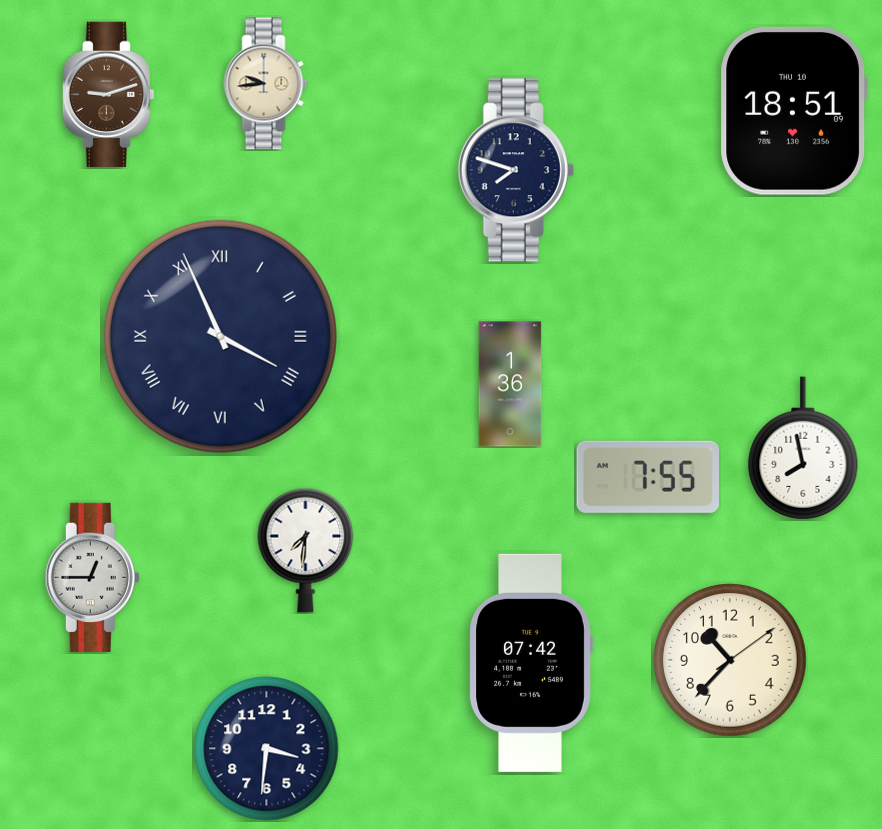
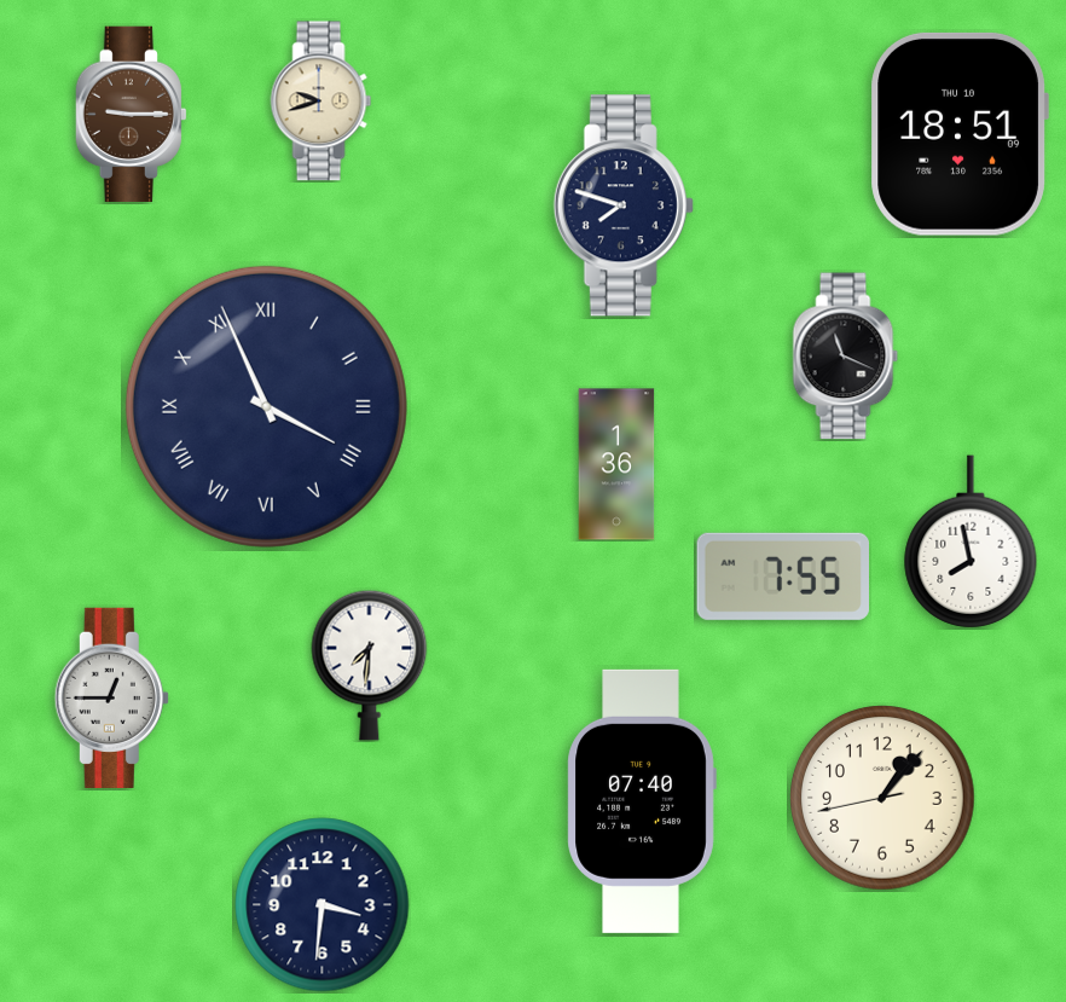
clock at (266, 84): 9:44 -> 9:42
clock at (108, 95): 9:12 -> 9:15
clock at (846, 357): none -> 11:19
clock at (730, 660): 10:37 -> 1:06
clock at (531, 663): 07:42 -> 07:40
